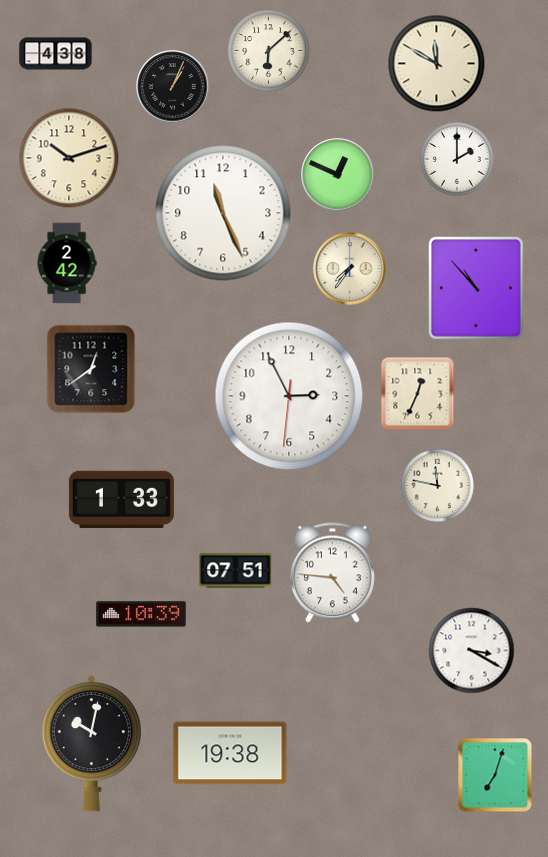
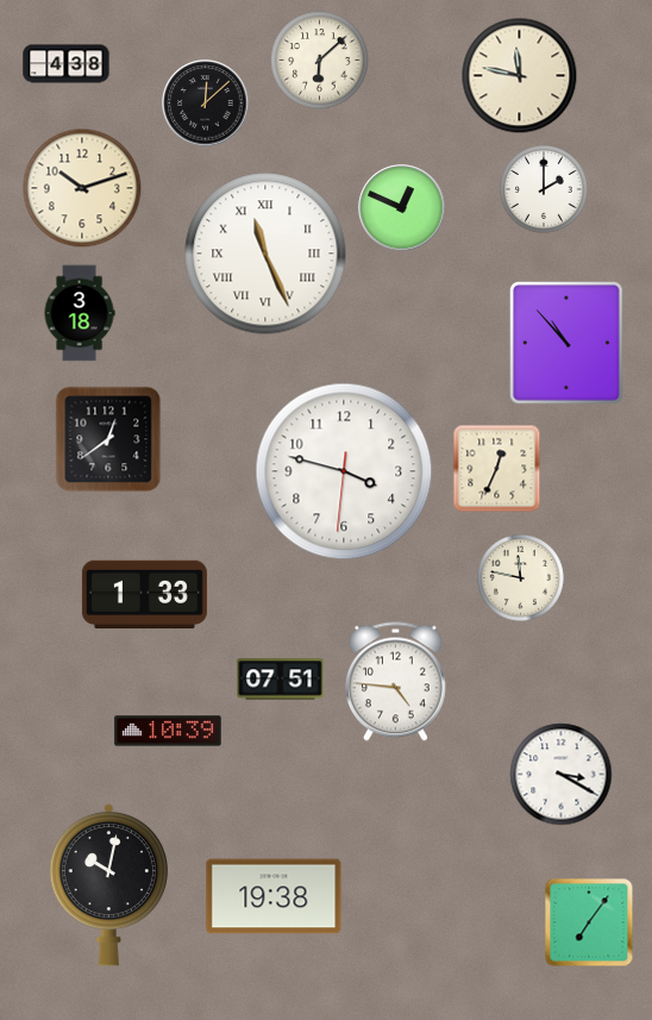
clock at (437, 64): 11:50 -> 11:47
clock at (173, 87): 1:04 -> 12:08
clock at (223, 213) numerals: Arabic -> Roman
clock at (67, 263): 2:42 -> 3:18
clock at (350, 269): 7:36 -> none
clock at (289, 396): 2:55 -> 3:47
clock at (495, 775): 7:03 -> 7:06
